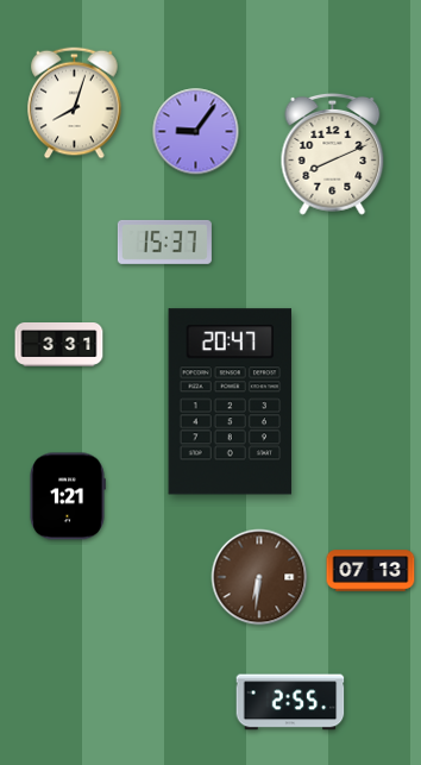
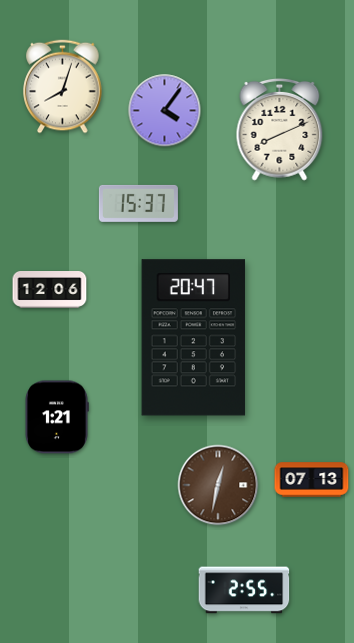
clock at (196, 132): 9:06 -> 4:06
clock at (59, 345): 3:31 -> 12:06
clock at (259, 577): 6:31 -> 12:32
